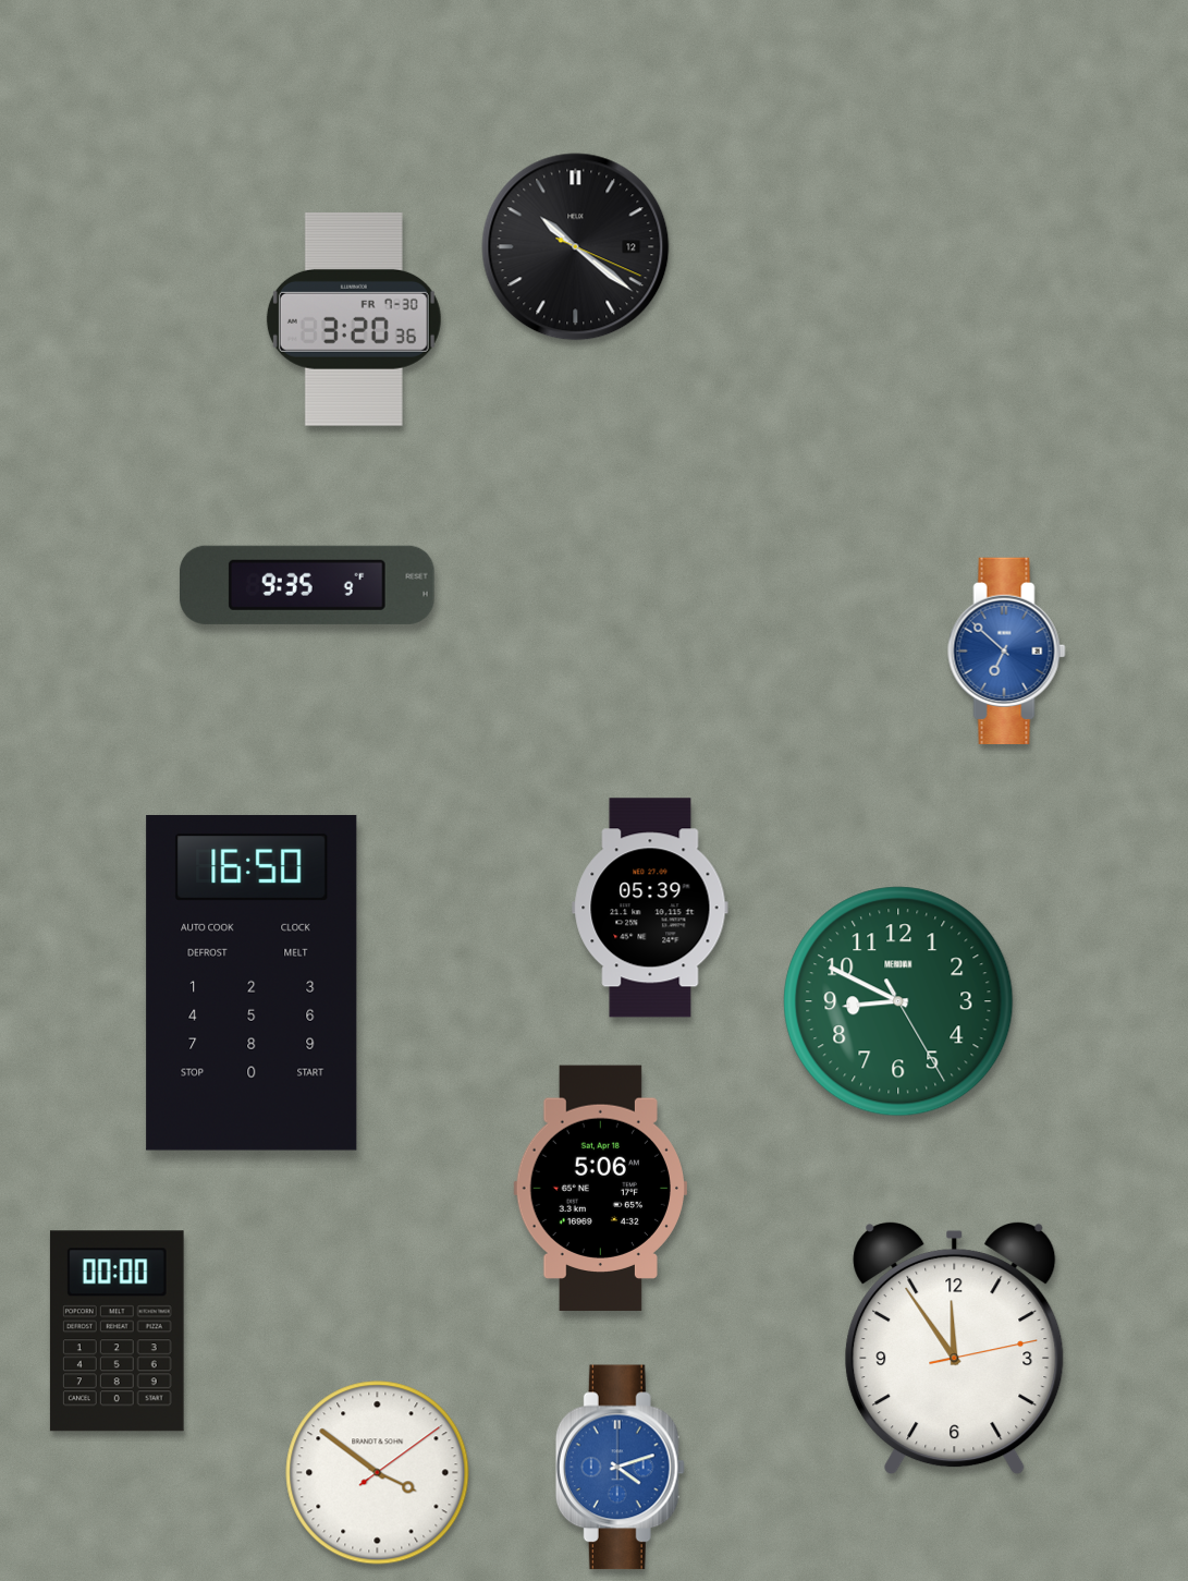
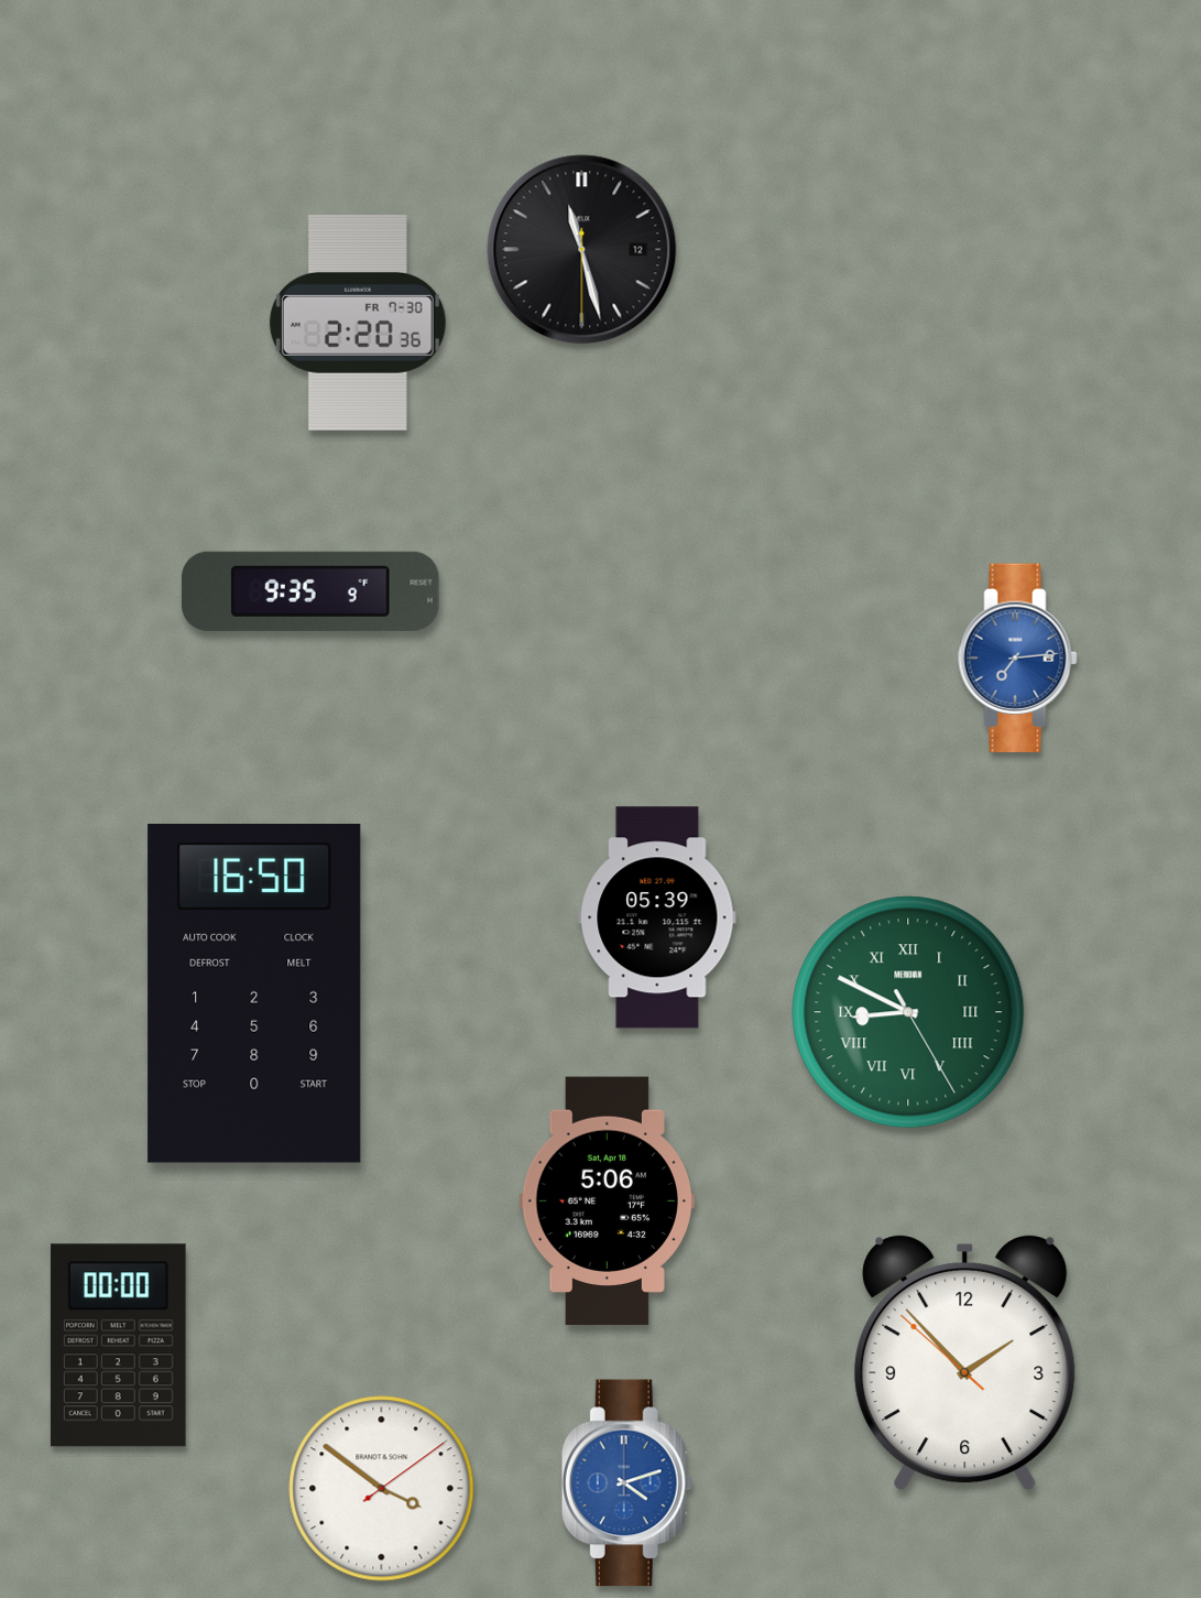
clock at (576, 247): 10:21 -> 11:27
clock at (354, 319): 3:20 -> 2:20
clock at (1007, 650): 6:52 -> 7:14
clock at (898, 1001) numerals: Arabic -> Roman
clock at (955, 1348): 11:54 -> 1:52
